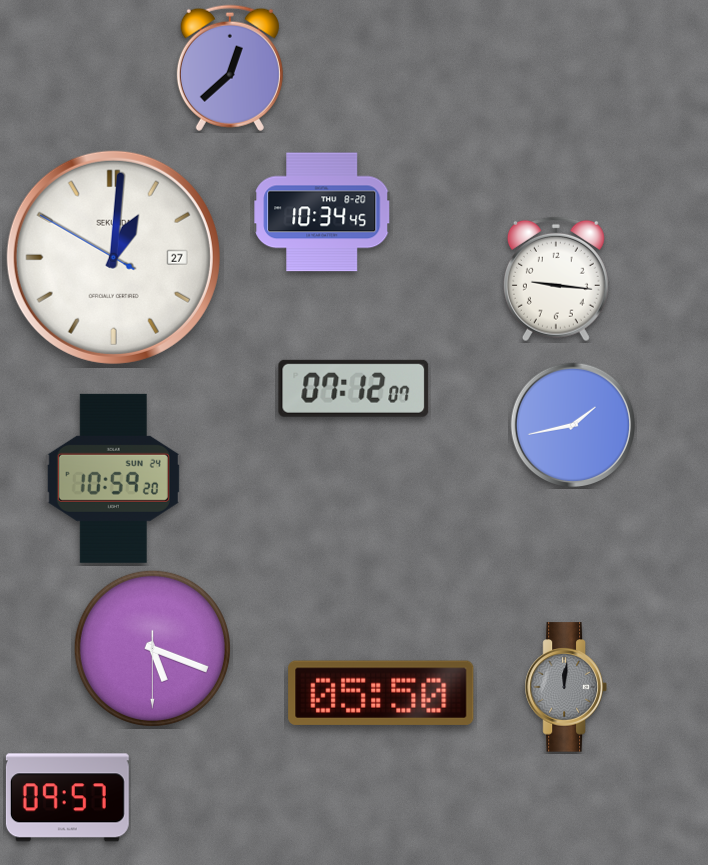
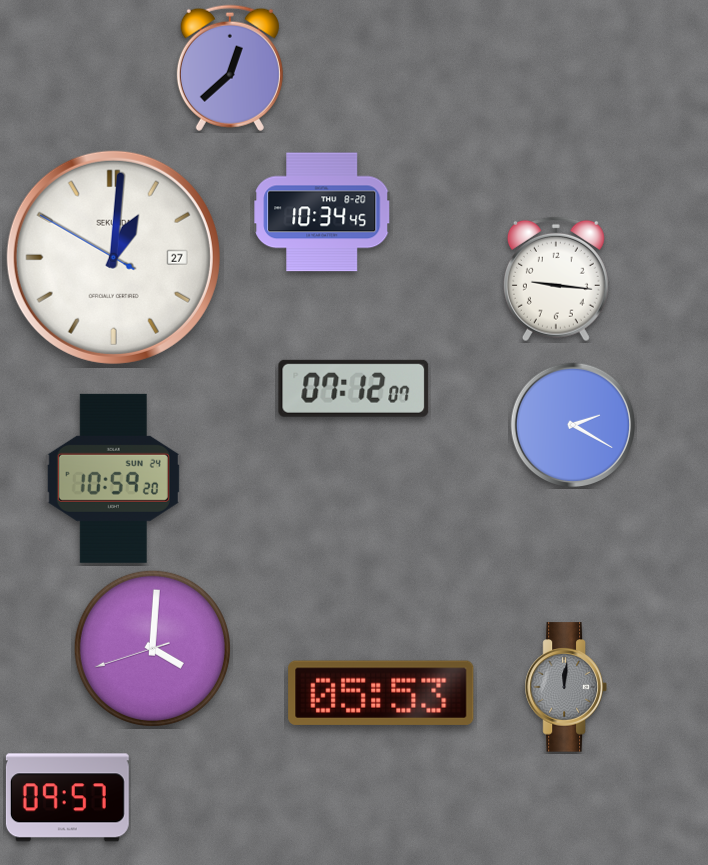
clock at (572, 424): 1:43 -> 2:20
clock at (152, 648): 5:18 -> 4:00
clock at (381, 693): 05:50 -> 05:53
